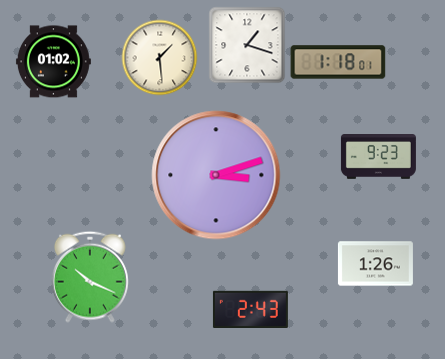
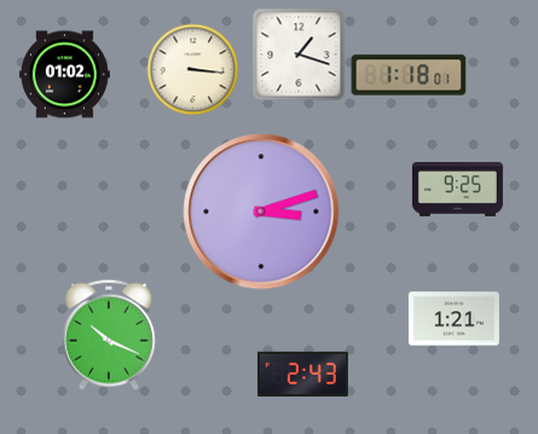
clock at (160, 58): 1:29 -> 3:16
clock at (378, 157): 9:23 -> 9:25
clock at (375, 264): 1:26 -> 1:21
